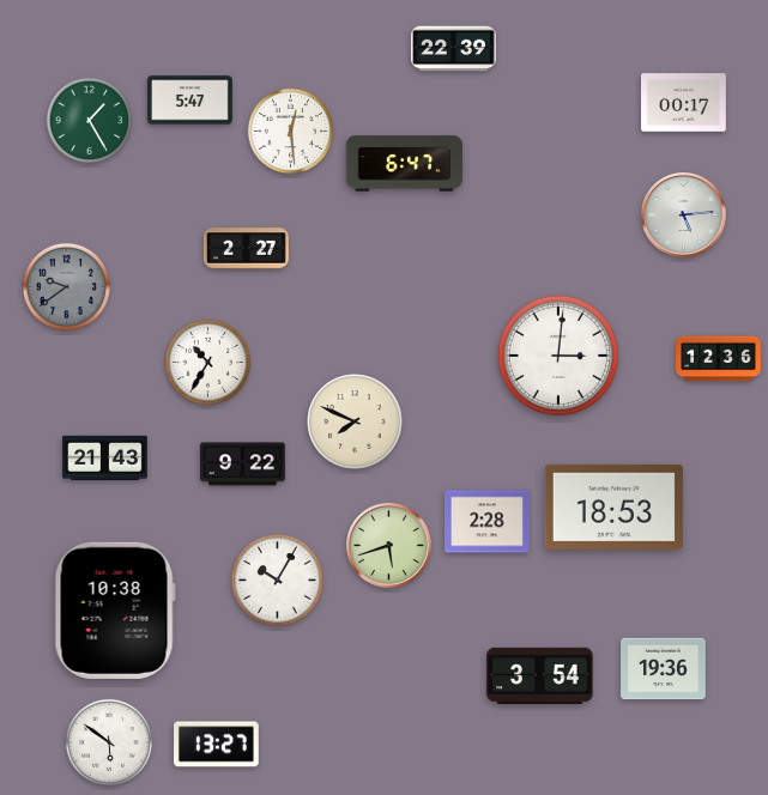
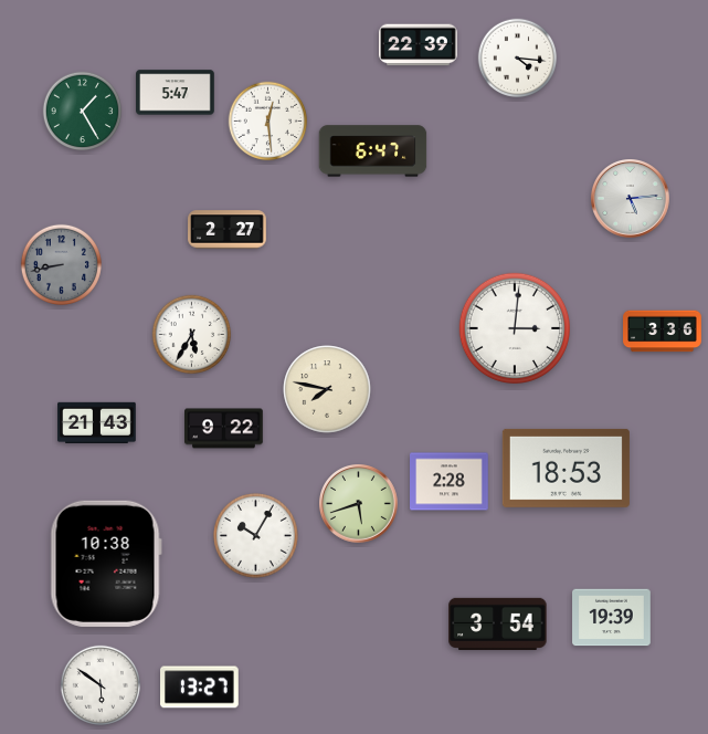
clock at (518, 59): none -> 4:16
clock at (684, 103): 00:17 -> none
clock at (66, 286): 9:39 -> 8:43
clock at (719, 359): 12:36 -> 3:36
clock at (208, 363): 10:35 -> 5:35
clock at (355, 421): 7:49 -> 7:47
clock at (664, 669): 19:36 -> 19:39
